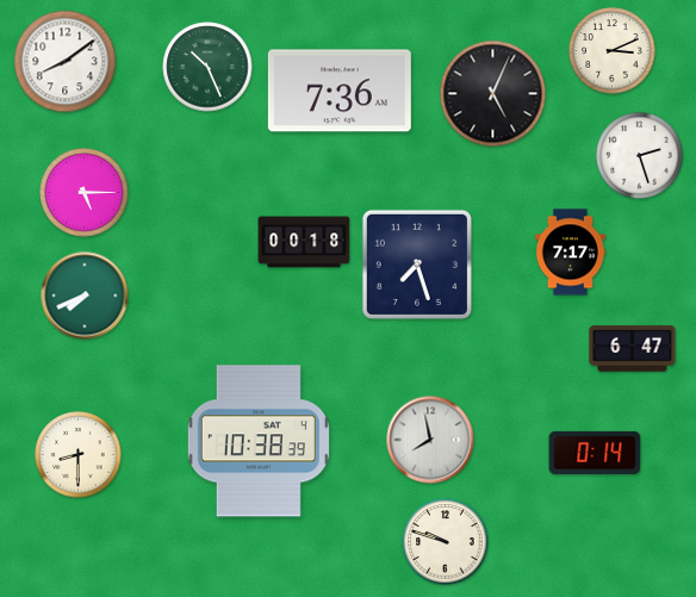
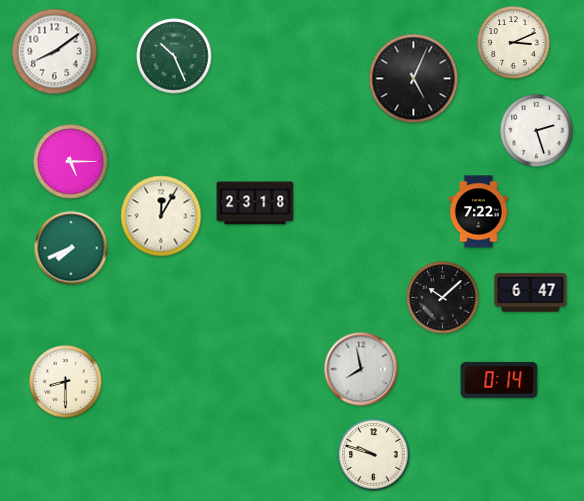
clock at (340, 91): 7:36 -> none
clock at (304, 242): 00:18 -> 23:18
clock at (570, 253): 7:17 -> 7:22
clock at (161, 216): none -> 12:05
clock at (417, 265): 7:27 -> none
clock at (443, 298): none -> 10:08
clock at (259, 441): 10:38 -> none
